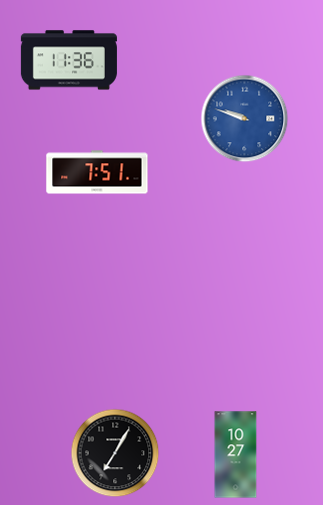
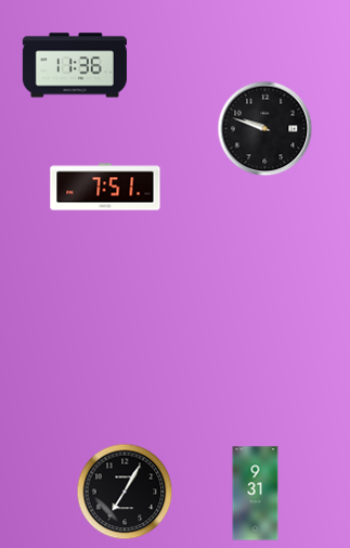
clock at (245, 119) dial: blue -> black
clock at (236, 455): 10:27 -> 9:31
